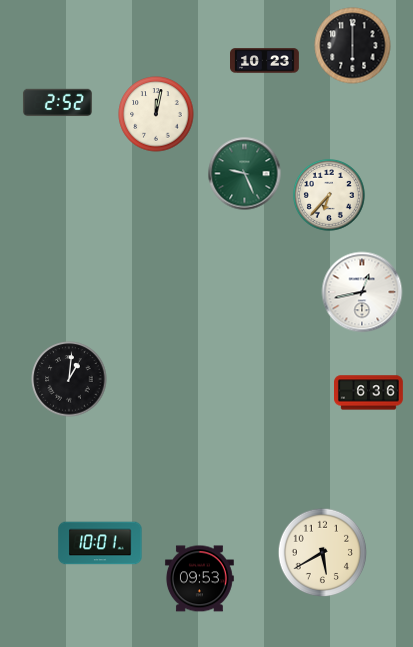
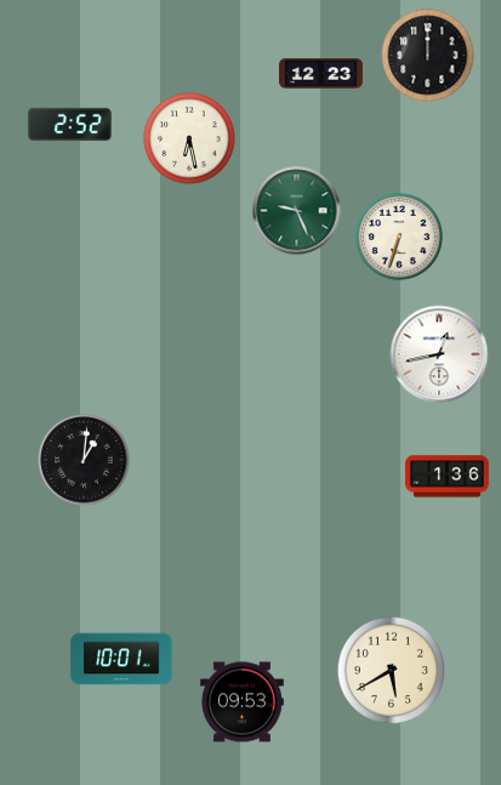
clock at (353, 46): 6:00 -> 12:00
clock at (265, 61): 10:23 -> 12:23
clock at (156, 114): 12:02 -> 6:28
clock at (329, 195): 6:37 -> 6:33
clock at (369, 393): 6:36 -> 1:36
